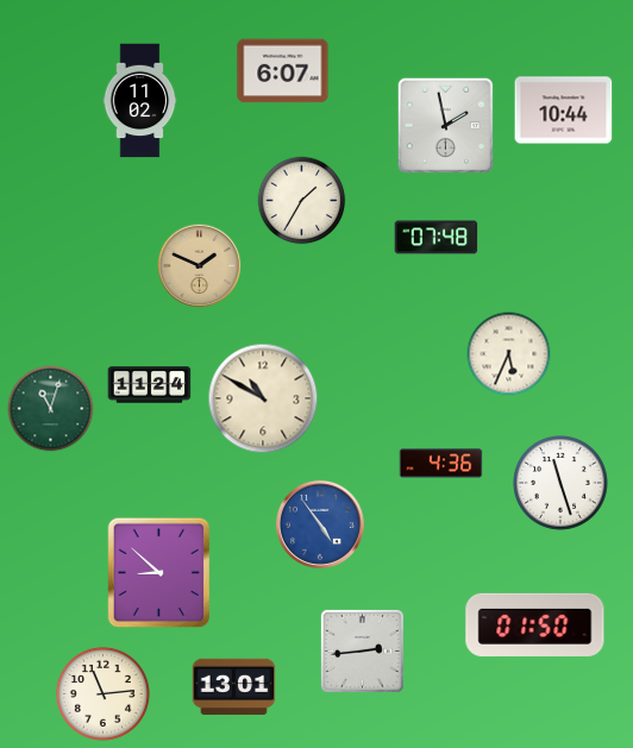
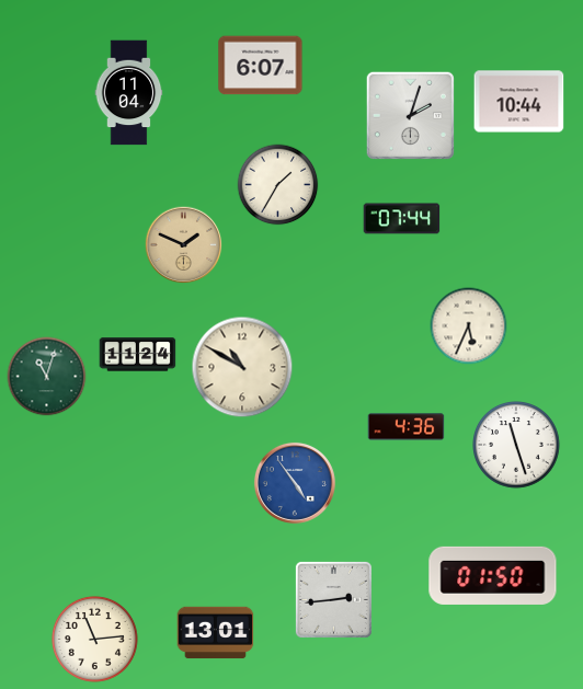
clock at (140, 101): 11:02 -> 11:04
clock at (445, 125): 1:58 -> 2:03
clock at (437, 238): 07:48 -> 07:44
clock at (159, 573): 8:52 -> none
